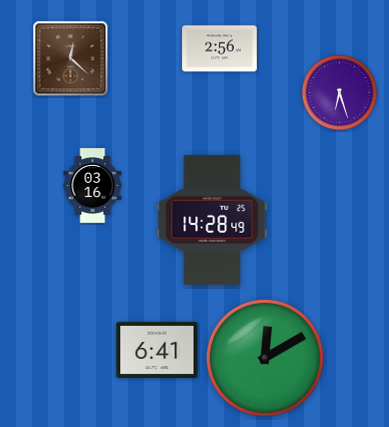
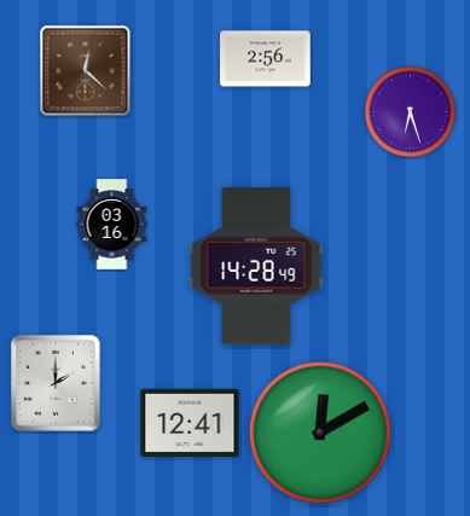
clock at (56, 383): none -> 2:00
clock at (157, 349): 6:41 -> 12:41
